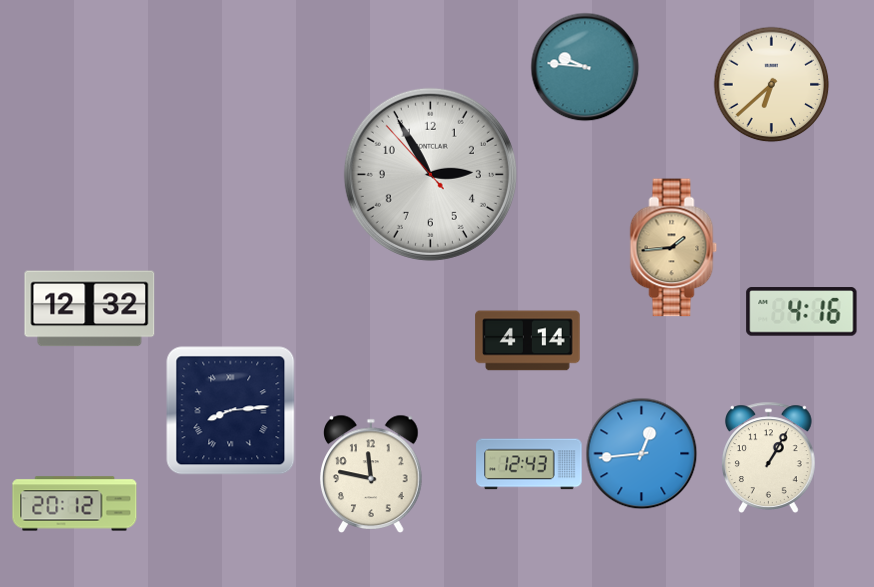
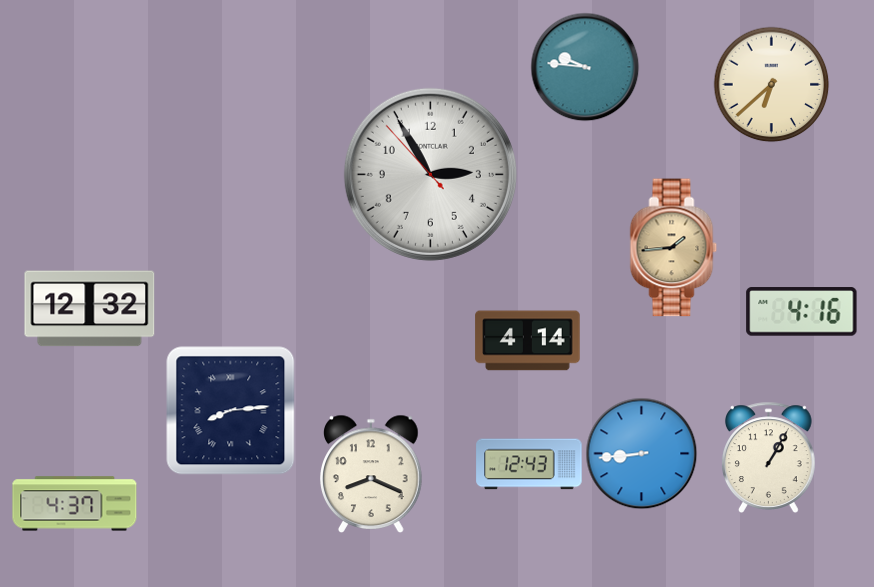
clock at (641, 453): 12:44 -> 8:44
clock at (371, 473): 11:47 -> 8:19
clock at (75, 504): 20:12 -> 4:37
